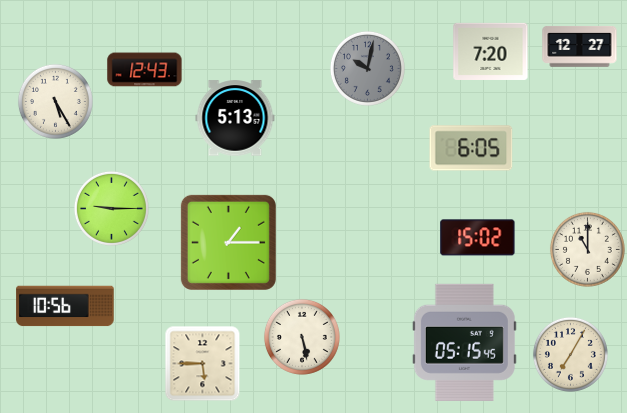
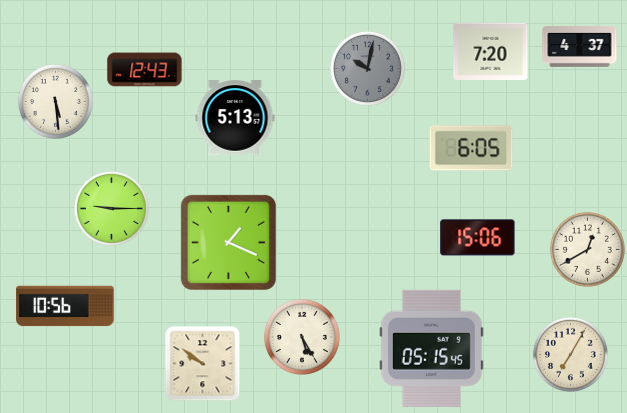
clock at (580, 46): 12:27 -> 4:37
clock at (55, 101): 5:25 -> 5:29
clock at (478, 238): 15:02 -> 15:06
clock at (228, 242): 1:15 -> 1:19
clock at (587, 249): 11:00 -> 12:40
clock at (302, 337): 5:28 -> 5:25
clock at (464, 342) position: (464, 342) -> (431, 348)
clock at (203, 364): 5:45 -> 9:51
